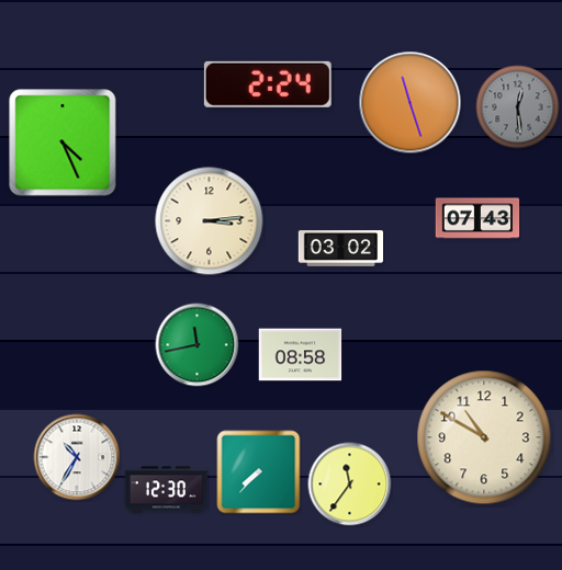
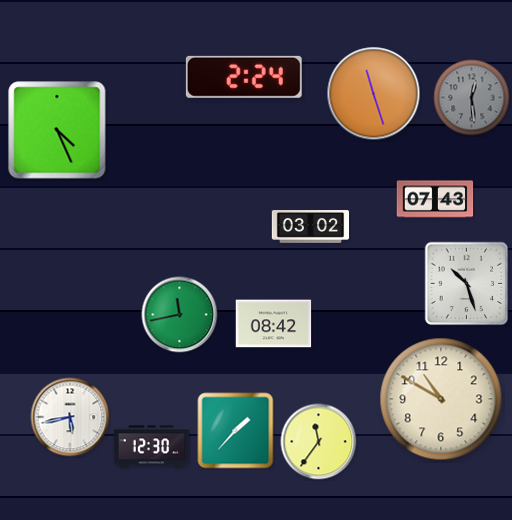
clock at (210, 221): 3:14 -> none
clock at (467, 284): none -> 10:27
clock at (301, 355): 08:58 -> 08:42
clock at (77, 457): 10:35 -> 5:43
clock at (259, 472): 7:37 -> 1:37
